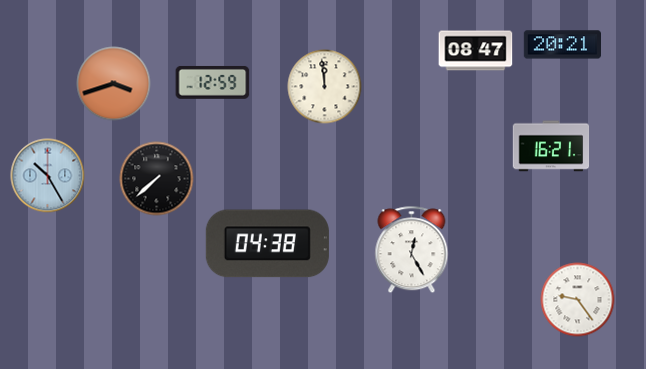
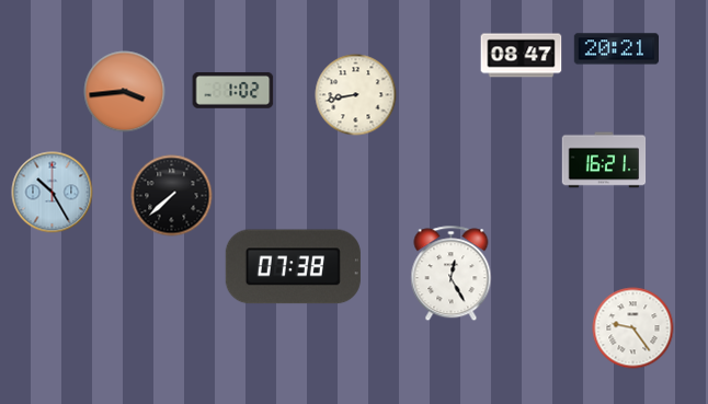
clock at (213, 82): 12:59 -> 1:02
clock at (114, 84): 3:42 -> 3:44
clock at (325, 87): 11:59 -> 8:43
clock at (267, 244): 04:38 -> 07:38
